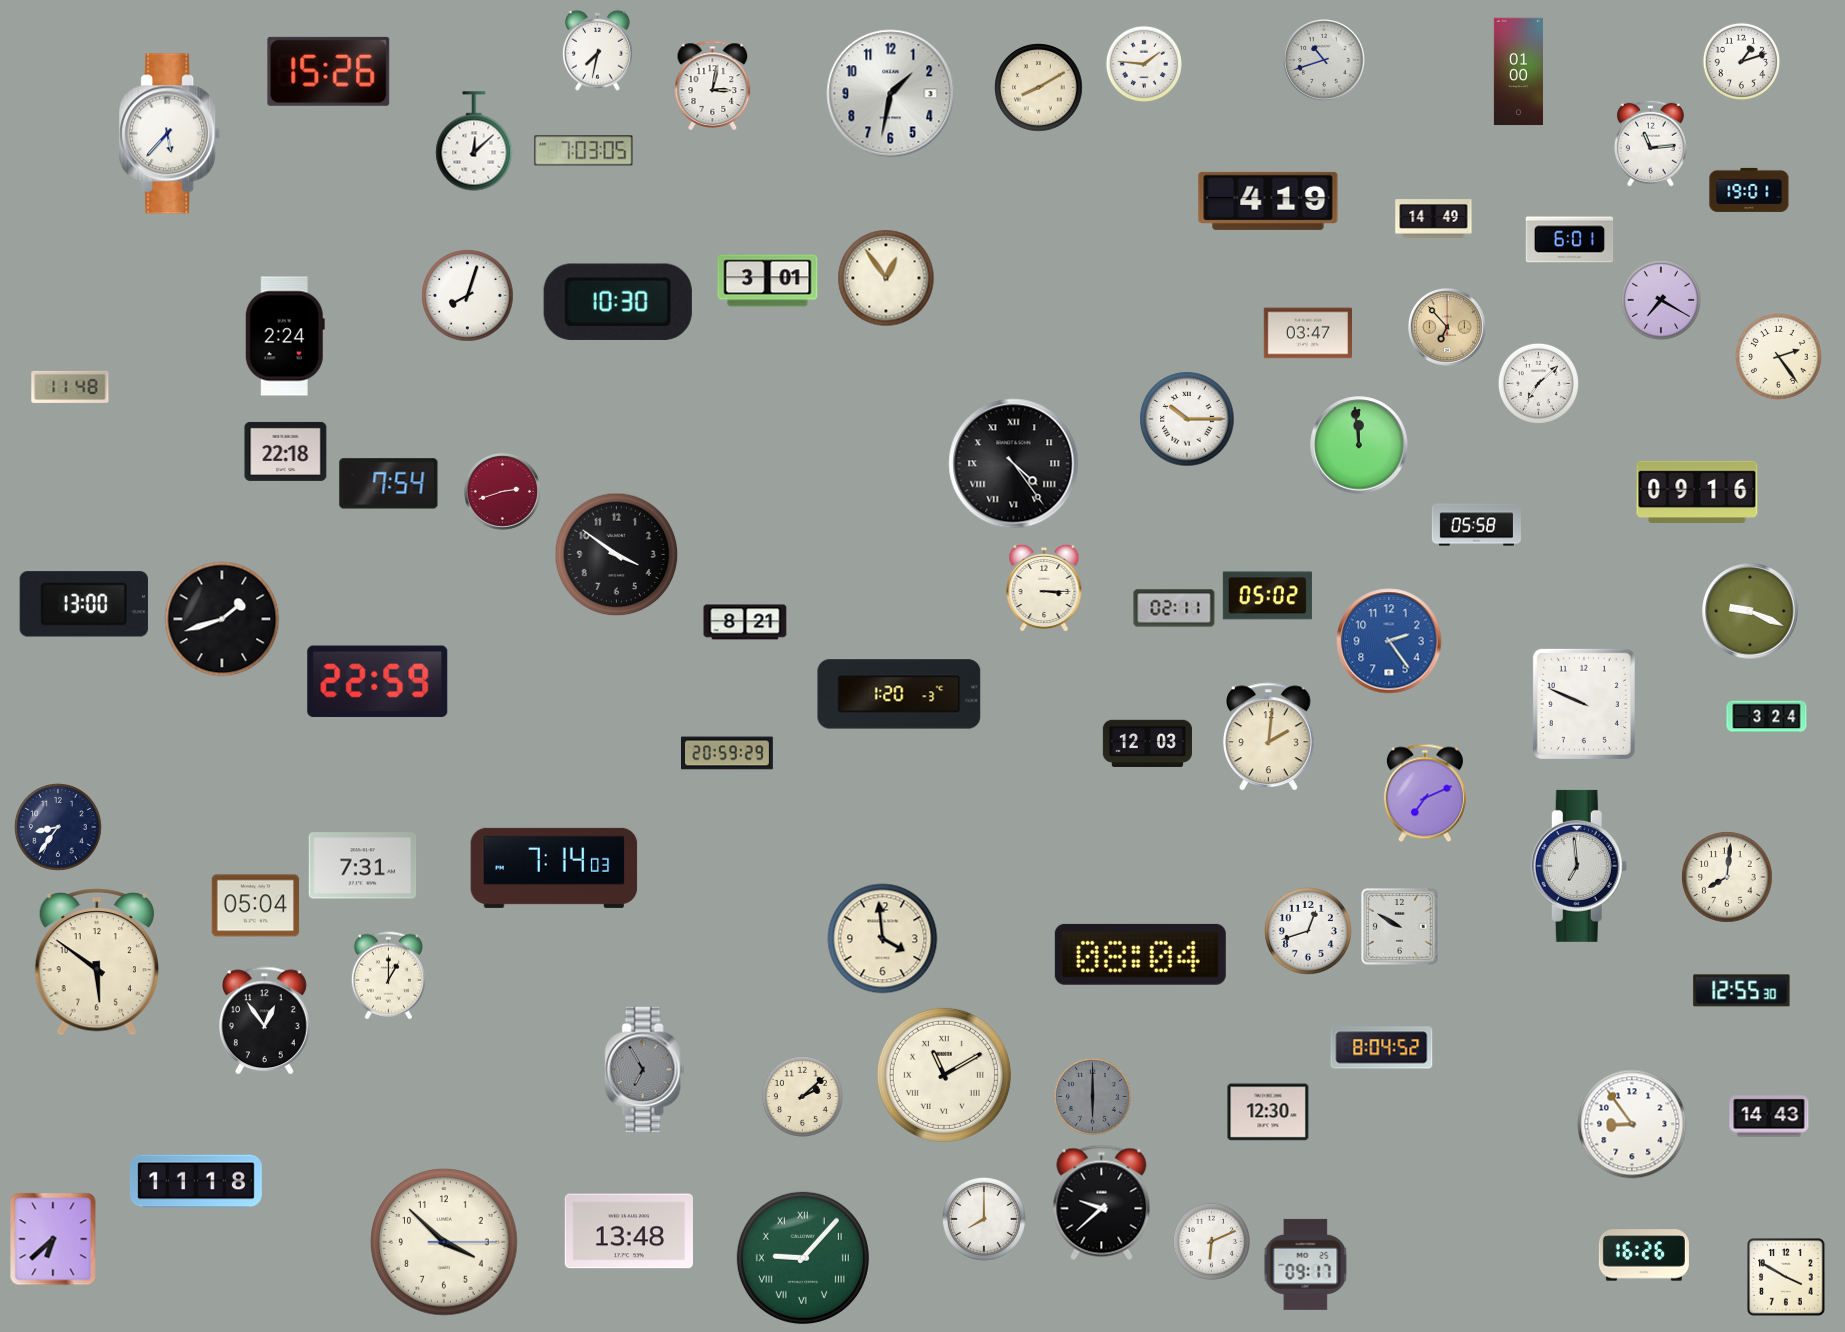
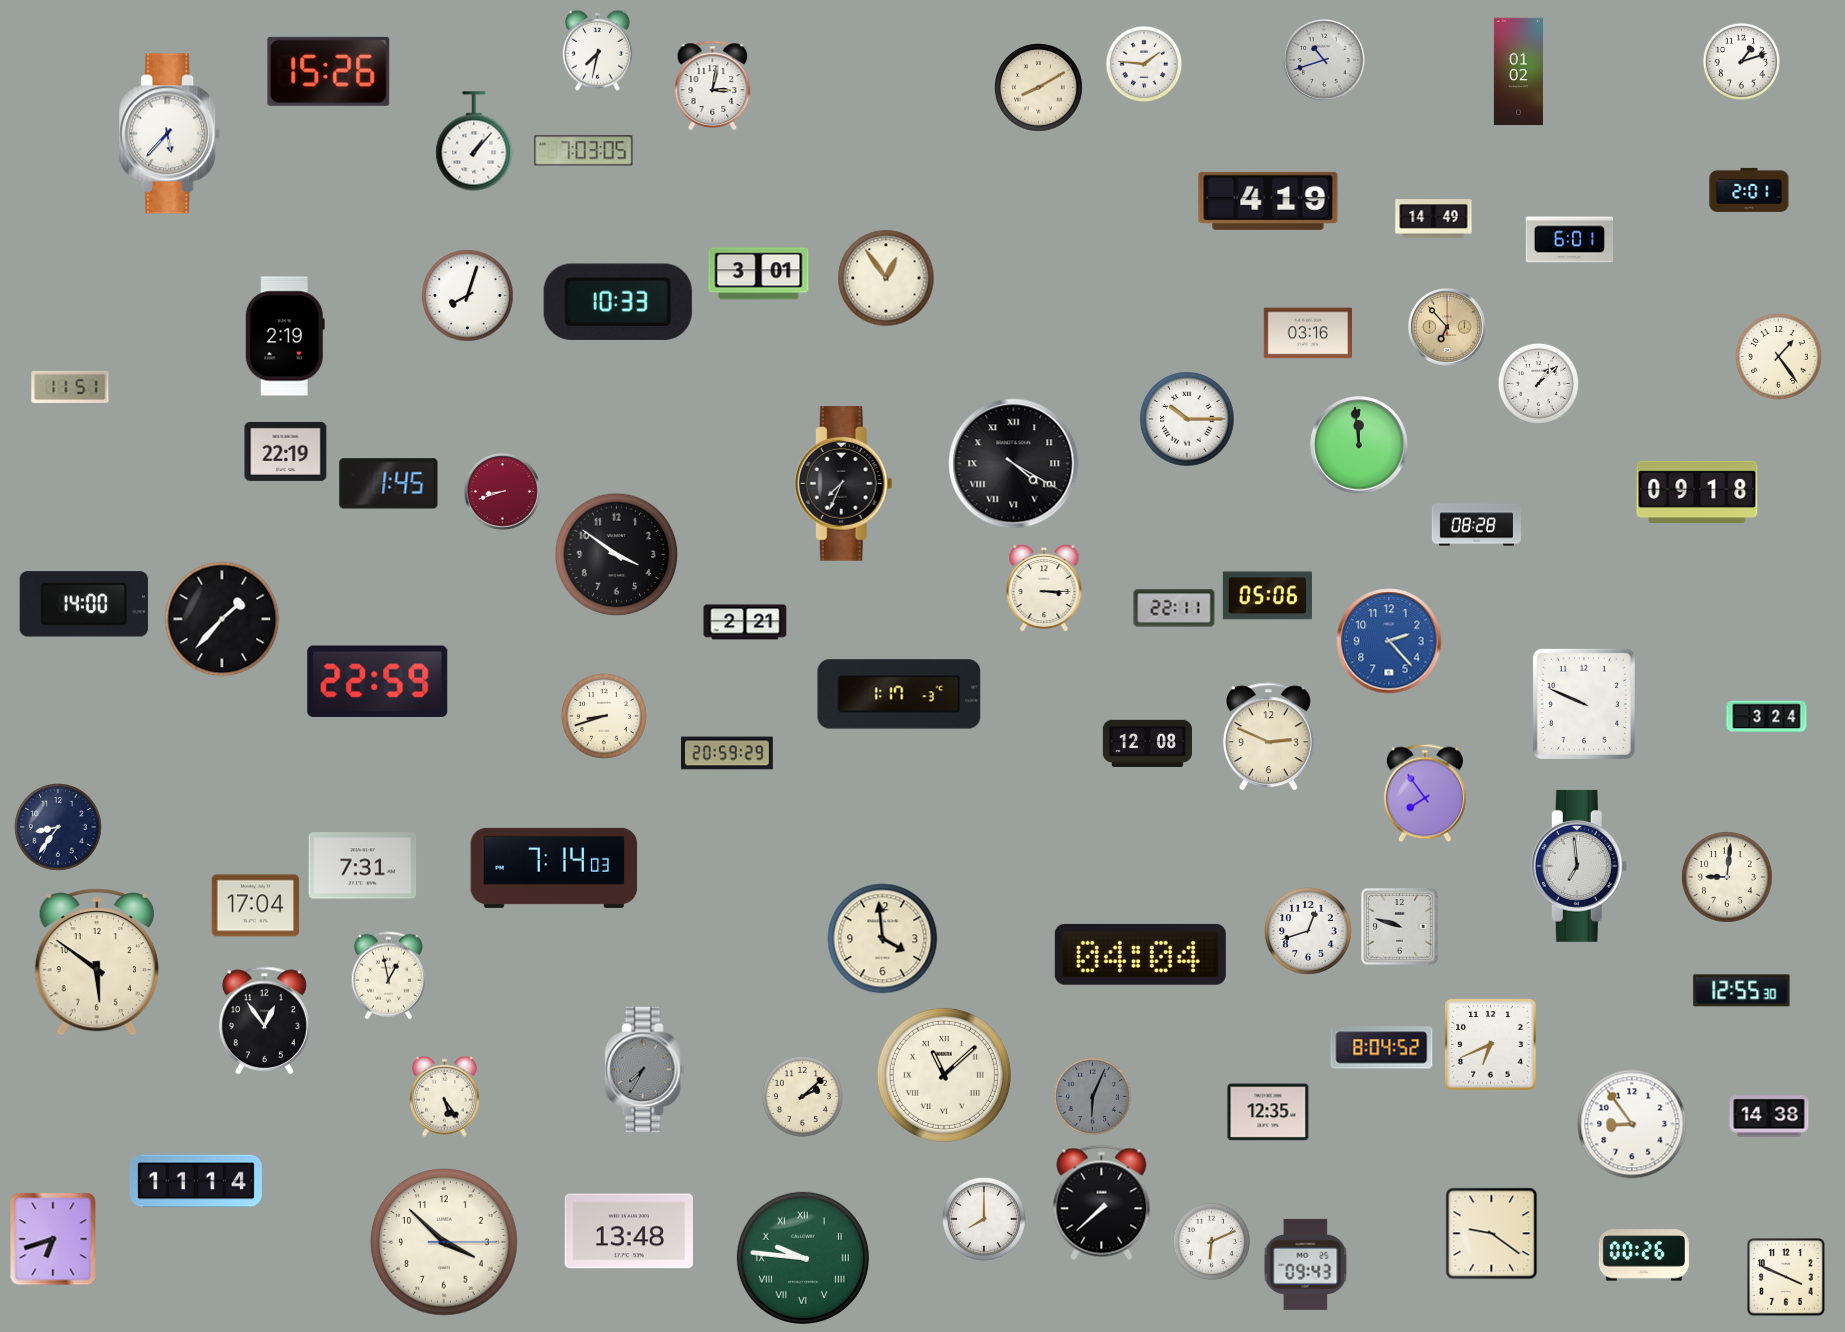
clock at (1518, 72): 01:00 -> 01:02
clock at (891, 94): 1:32 -> none
clock at (474, 141): 12:08 -> 1:07
clock at (1650, 143): 11:14 -> none
clock at (1749, 190): 19:01 -> 2:01
clock at (768, 281) position: (768, 281) -> (759, 274)
clock at (1661, 300): 7:20 -> none
clock at (618, 302): 10:30 -> 10:33
clock at (1307, 333): 03:47 -> 03:16
clock at (285, 336): 2:24 -> 2:19
clock at (1779, 357): 2:24 -> 1:24
clock at (1538, 383): 7:08 -> 1:08
clock at (70, 387): 11:48 -> 11:51
clock at (286, 451): 22:18 -> 22:19
clock at (1014, 464): 4:24 -> 4:20
clock at (389, 484): 7:54 -> 1:45
clock at (843, 484): none -> 7:34
clock at (502, 491): 2:42 -> 8:42
clock at (1697, 492): 09:16 -> 09:18
clock at (1476, 525): 05:58 -> 08:28
clock at (1267, 596): 05:02 -> 05:06
clock at (84, 604): 13:00 -> 14:00
clock at (1174, 608): 02:11 -> 22:11
clock at (1750, 611): 9:19 -> none
clock at (222, 619): 1:42 -> 1:37
clock at (745, 622): 8:21 -> 2:21
clock at (1389, 641): 2:24 -> 2:23
clock at (899, 694): 1:20 -> 1:17
clock at (605, 717): none -> 8:42
clock at (1268, 737): 2:01 -> 2:49
clock at (1147, 743): 12:03 -> 12:08
clock at (1425, 793): 7:11 -> 7:54
clock at (1727, 877): 8:01 -> 9:01
clock at (256, 906): 05:04 -> 17:04
clock at (1400, 927): 9:50 -> 9:48
clock at (1140, 954): 08:04 -> 04:04
clock at (388, 976): 1:00 -> 12:58
clock at (1491, 1045): none -> 6:41
clock at (645, 1070): 6:55 -> 7:35
clock at (944, 1075): 11:10 -> 11:08
clock at (444, 1096): none -> 5:24
clock at (1092, 1096): 6:00 -> 6:04
clock at (1268, 1112): 12:30 -> 12:35
clock at (1769, 1116): 14:43 -> 14:38
clock at (196, 1181): 11:18 -> 11:14
clock at (1102, 1203): 9:38 -> 7:38
clock at (1492, 1234): none -> 9:21
clock at (53, 1239): 6:38 -> 6:42
clock at (1644, 1255): 16:26 -> 00:26
clock at (803, 1258): 9:07 -> 9:46
clock at (1306, 1264): 09:17 -> 09:43
clock at (1786, 1277): 3:50 -> 3:49
